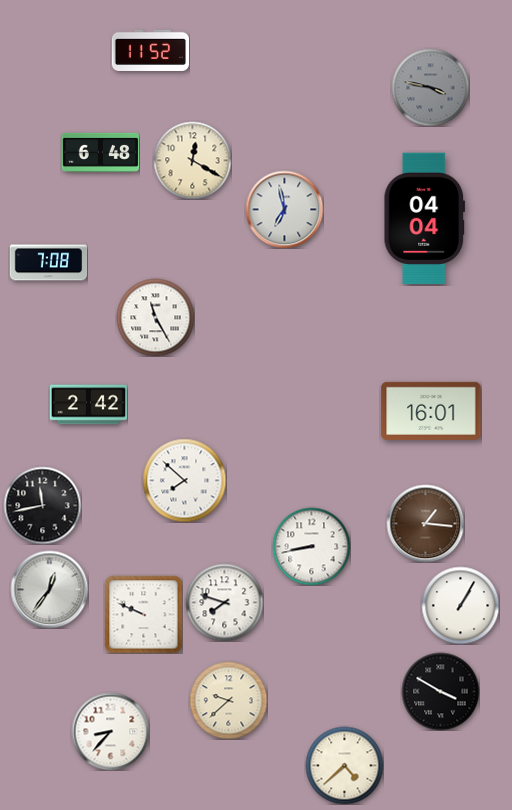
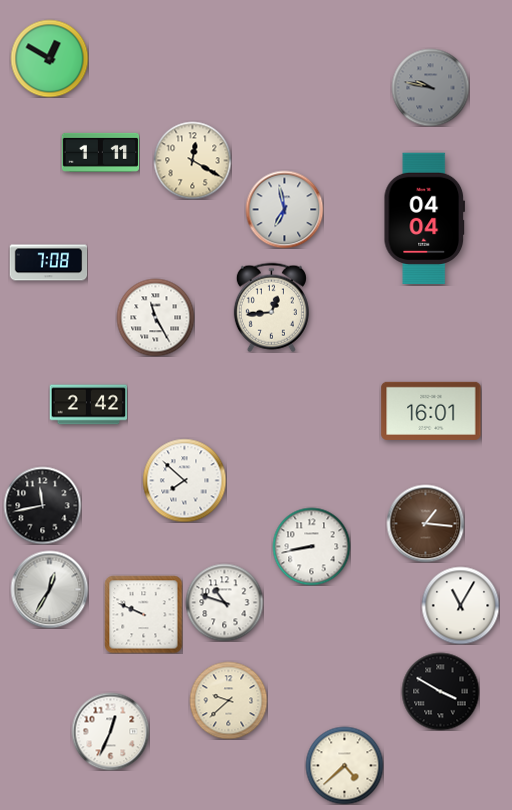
clock at (150, 50): 11:52 -> none
clock at (49, 58): none -> 12:50
clock at (430, 87): 3:47 -> 9:47
clock at (100, 152): 6:48 -> 1:11
clock at (271, 307): none -> 12:44
clock at (49, 589): 12:36 -> 12:35
clock at (224, 602): 7:48 -> 10:48
clock at (460, 605): 1:05 -> 11:05
clock at (110, 731): 8:37 -> 12:34
